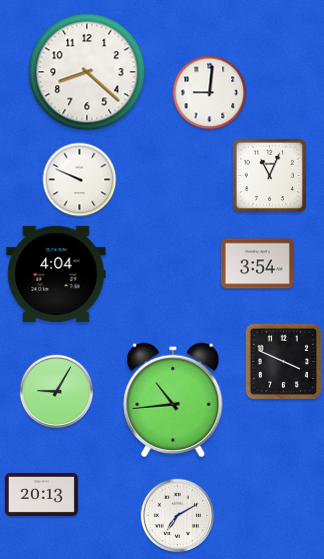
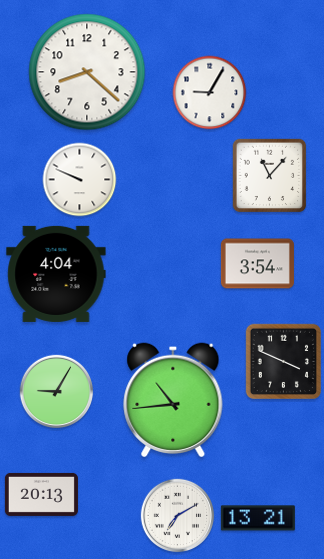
clock at (210, 93): 9:01 -> 9:05
clock at (270, 176): 11:04 -> 11:07
clock at (258, 518): none -> 13:21
